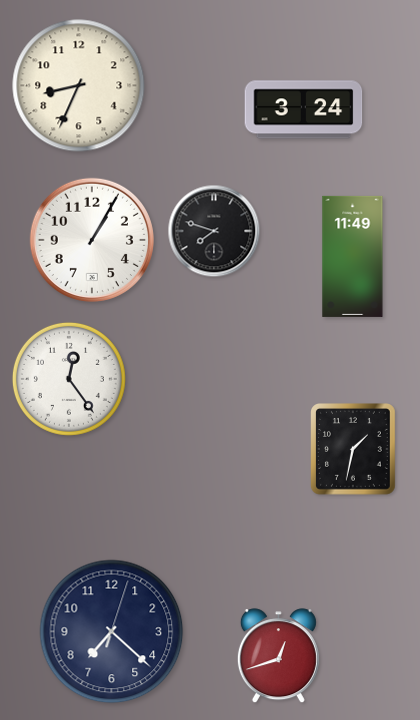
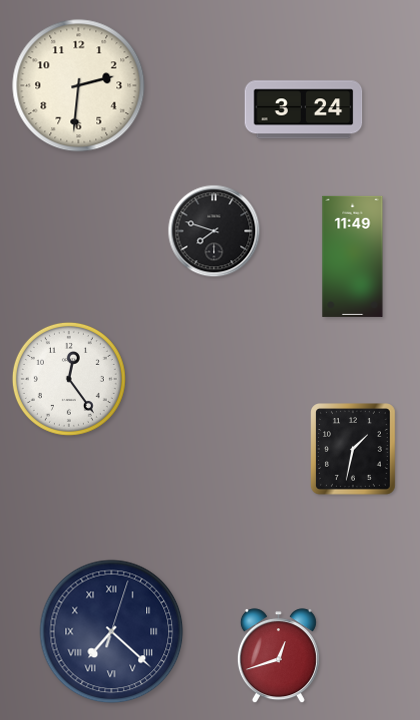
clock at (79, 86): 8:34 -> 2:31
clock at (92, 240): 1:05 -> none
clock at (112, 632) numerals: Arabic -> Roman
